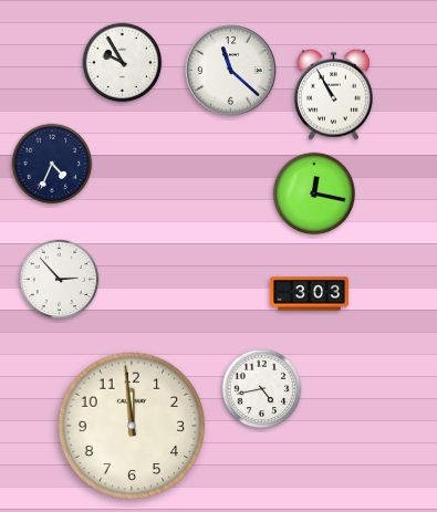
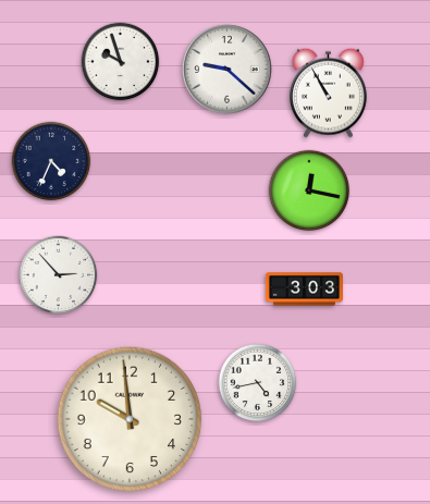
clock at (123, 63): 9:55 -> 9:57
clock at (231, 71): 11:22 -> 9:22
clock at (132, 426): 11:59 -> 9:59
